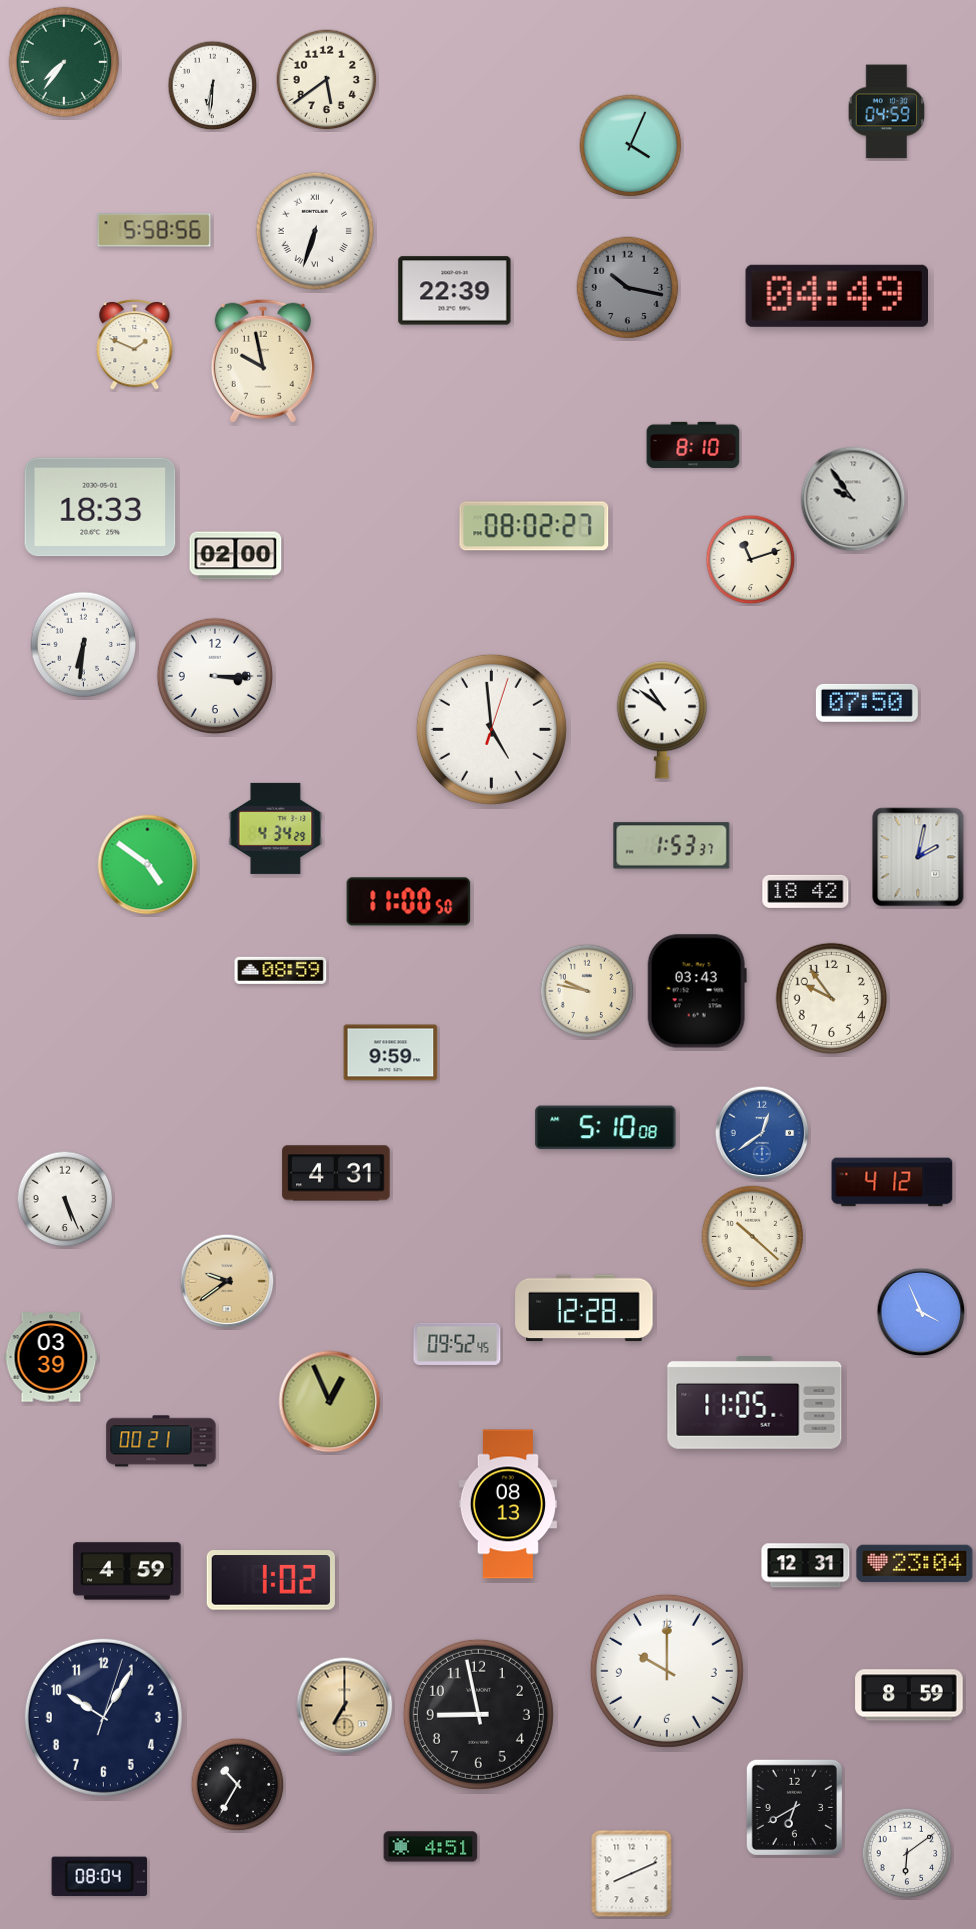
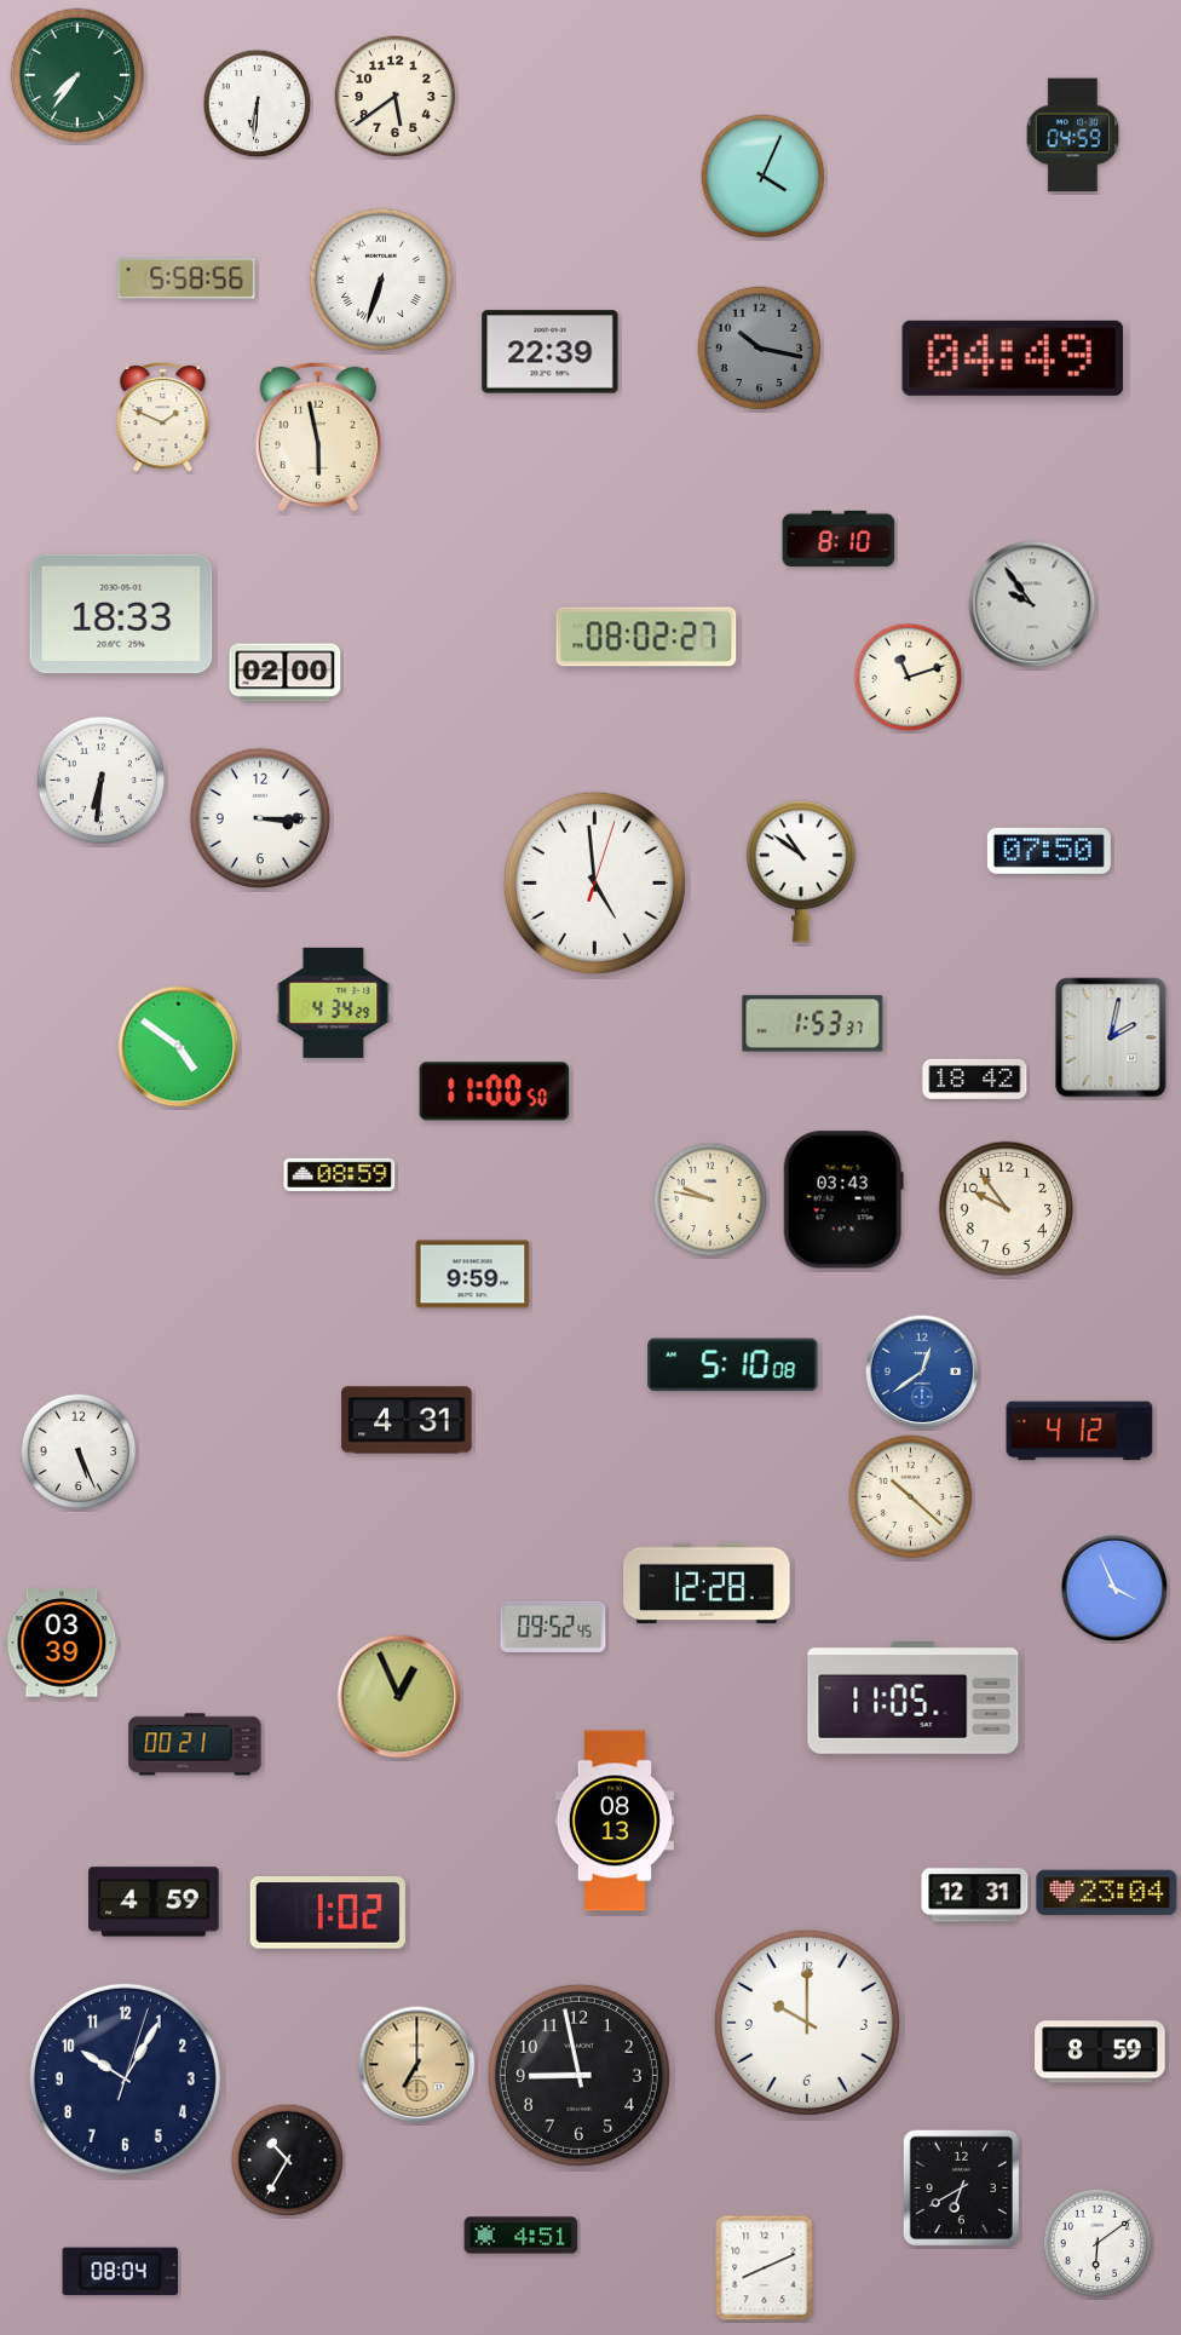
clock at (263, 361): 9:58 -> 5:58
clock at (227, 1281): 9:39 -> none
